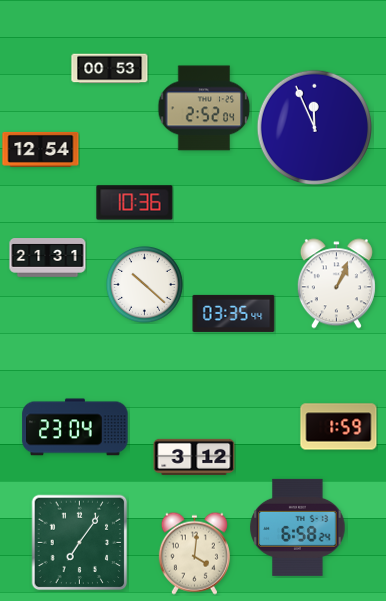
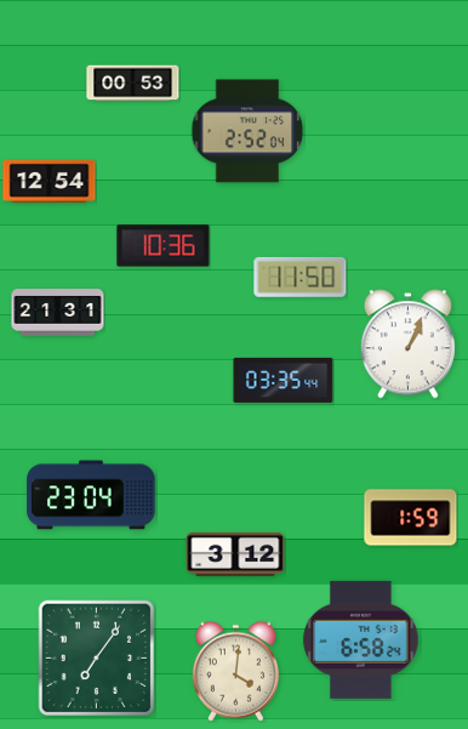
clock at (314, 127): 11:56 -> none
clock at (301, 277): none -> 11:50
clock at (145, 285): 10:22 -> none
clock at (75, 427) position: (75, 427) -> (91, 495)
